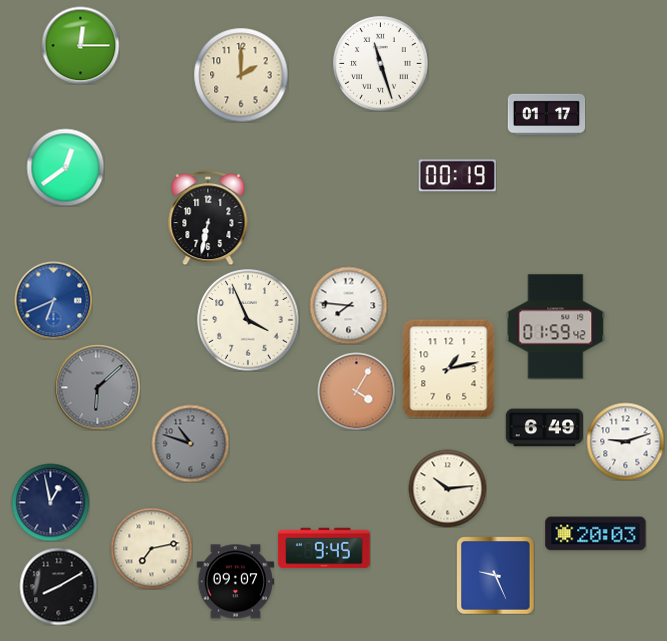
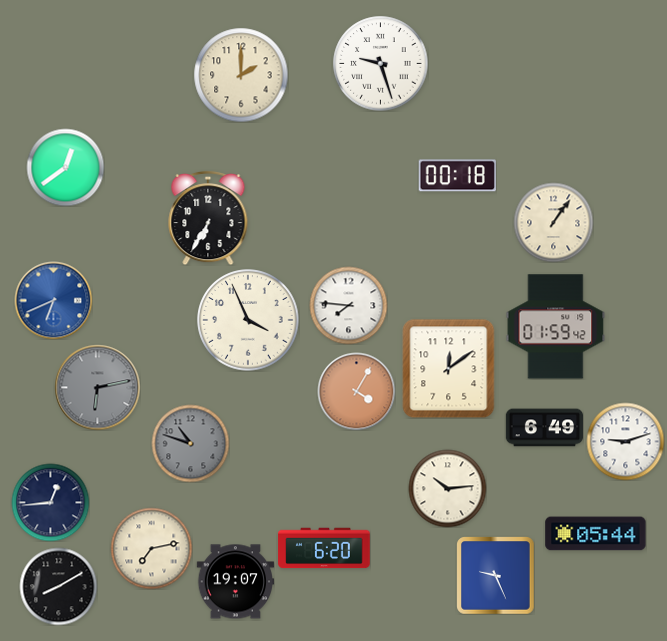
clock at (80, 45): 12:15 -> none
clock at (380, 63): 11:27 -> 9:27
clock at (546, 114): 01:17 -> none
clock at (457, 176): 00:19 -> 00:18
clock at (208, 218): 6:32 -> 6:35
clock at (553, 222): none -> 1:06
clock at (449, 368): 1:13 -> 12:09
clock at (97, 387): 6:08 -> 6:13
clock at (50, 502): 12:58 -> 12:44
clock at (596, 534): 20:03 -> 05:44
clock at (324, 548): 9:45 -> 6:20
clock at (235, 582): 09:07 -> 19:07
